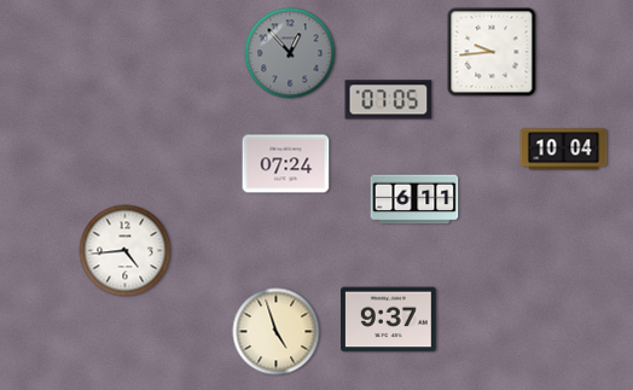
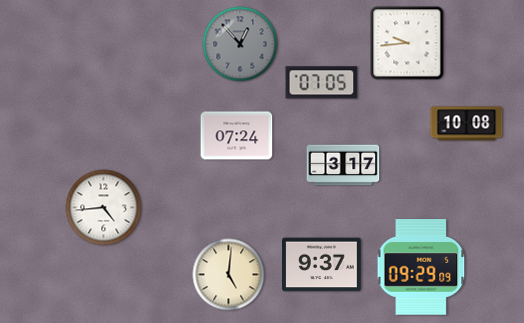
clock at (564, 150): 10:04 -> 10:08
clock at (414, 199): 6:11 -> 3:17
clock at (421, 268): none -> 09:29
clock at (277, 332): 4:57 -> 5:01
